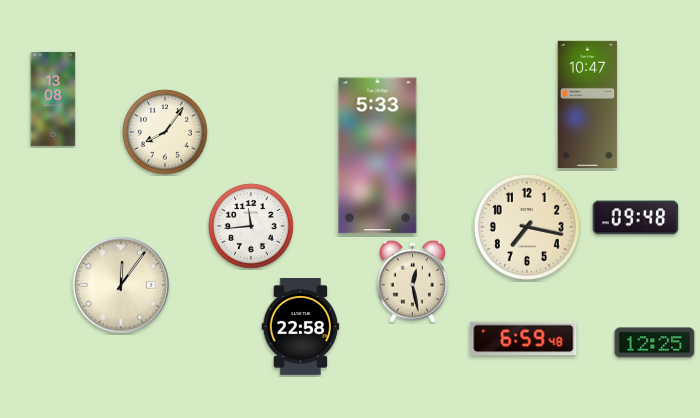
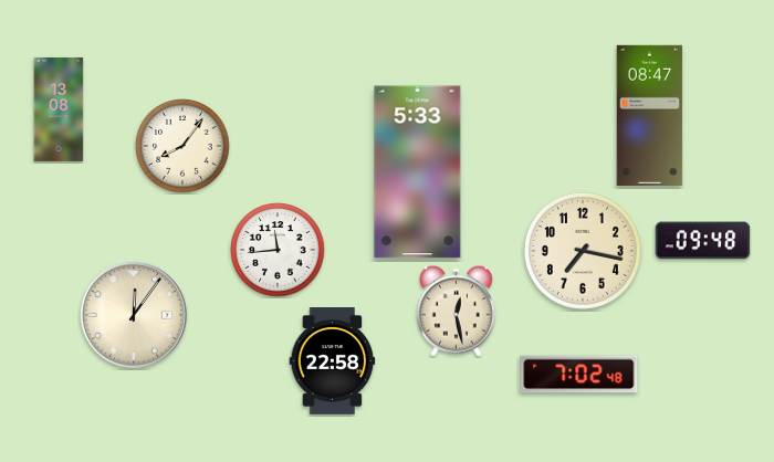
clock at (588, 104): 10:47 -> 08:47
clock at (524, 339): 6:59 -> 7:02
clock at (655, 343): 12:25 -> none
